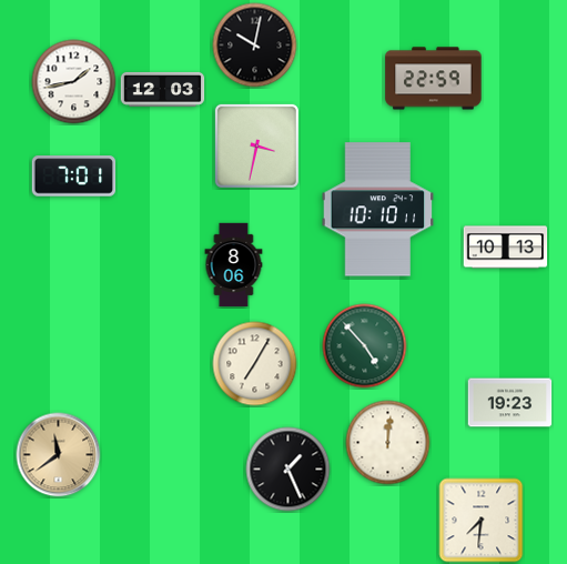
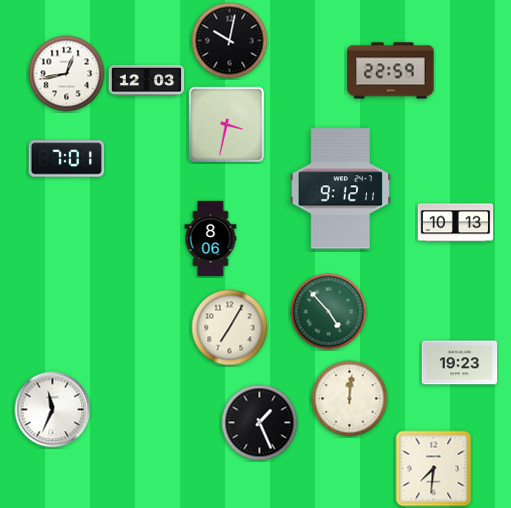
clock at (74, 82): 1:43 -> 12:43
clock at (256, 145) position: (256, 145) -> (226, 124)
clock at (378, 210): 10:10 -> 9:12
clock at (59, 455): 11:39 -> 11:34
clock at (59, 455) dial: champagne -> white
